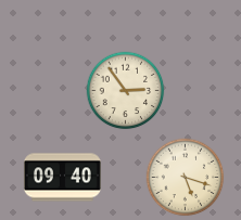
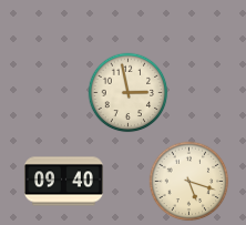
clock at (126, 91): 2:54 -> 2:58
